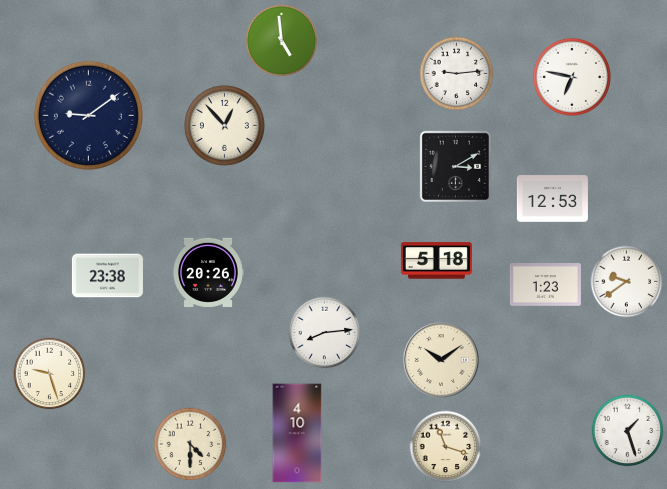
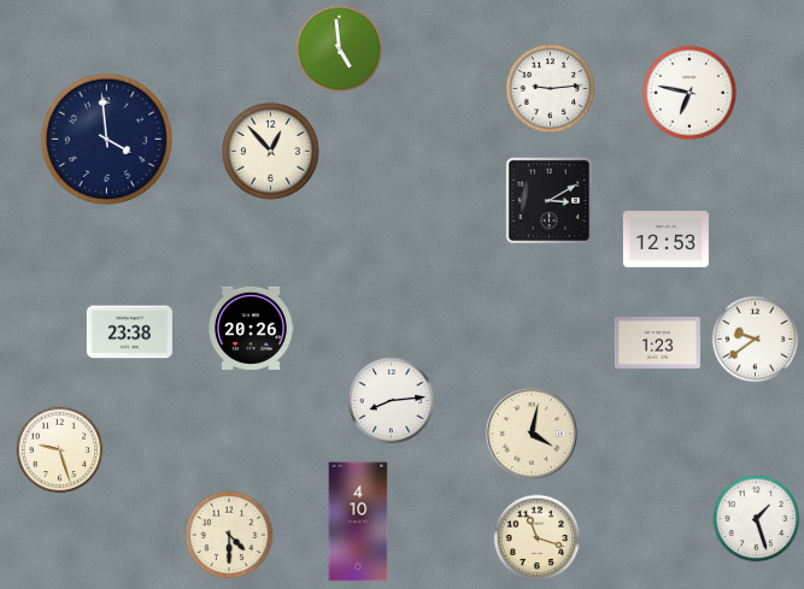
clock at (88, 115): 9:09 -> 3:59
clock at (436, 261): 5:18 -> none
clock at (442, 361): 10:09 -> 4:02
